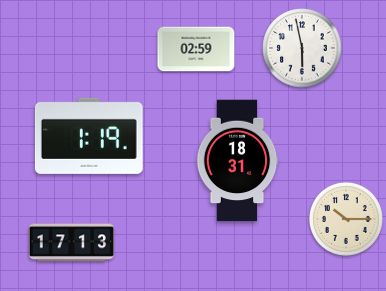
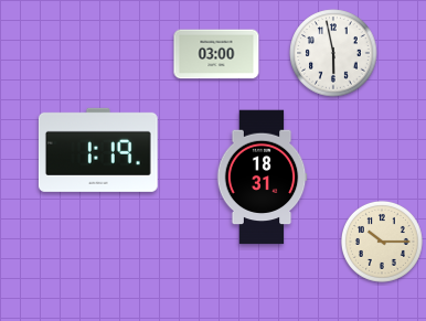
clock at (196, 49): 02:59 -> 03:00
clock at (71, 243): 17:13 -> none
